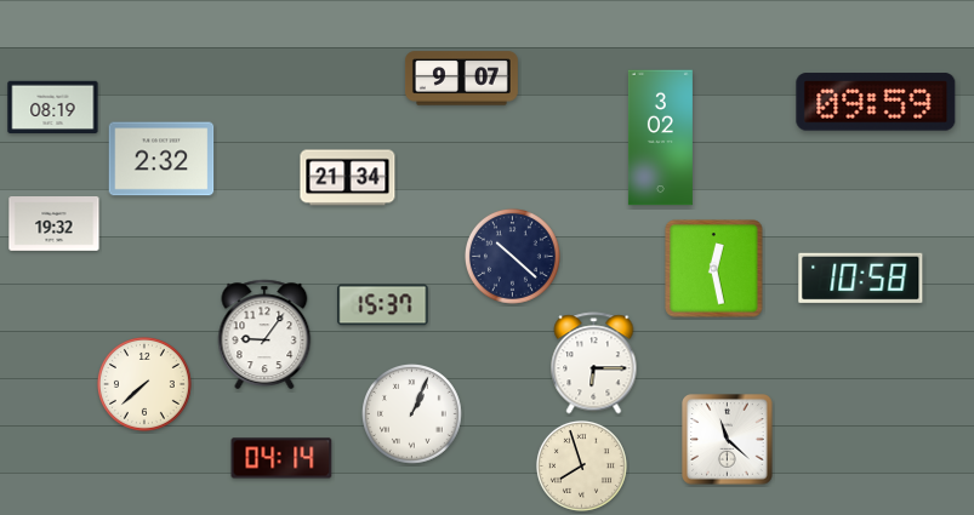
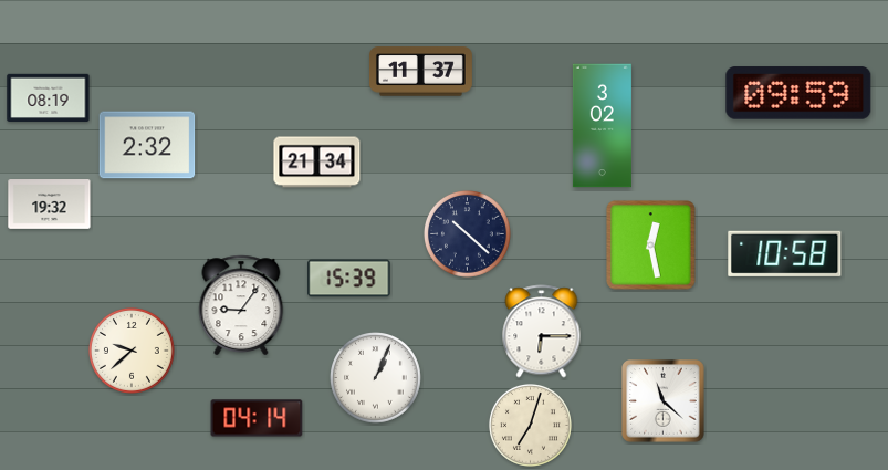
clock at (461, 79): 9:07 -> 11:37
clock at (383, 305): 15:37 -> 15:39
clock at (144, 384): 7:38 -> 9:38
clock at (581, 465): 7:57 -> 7:03
